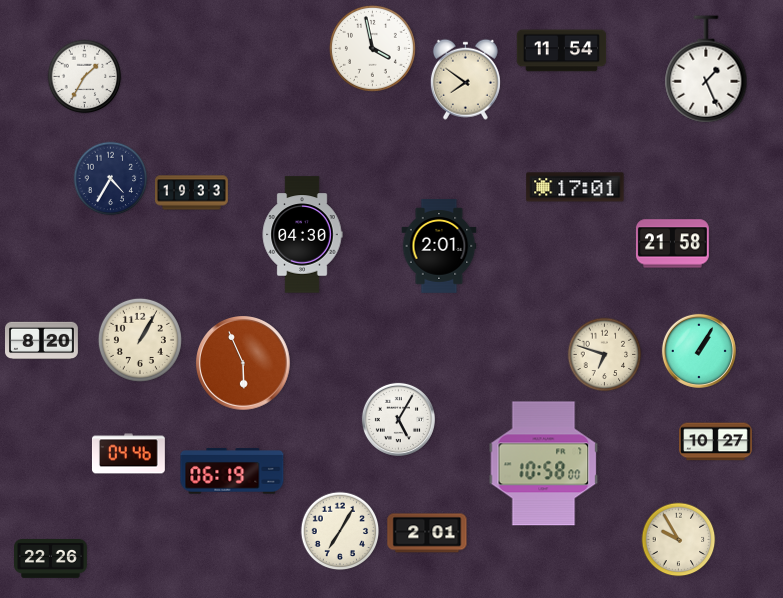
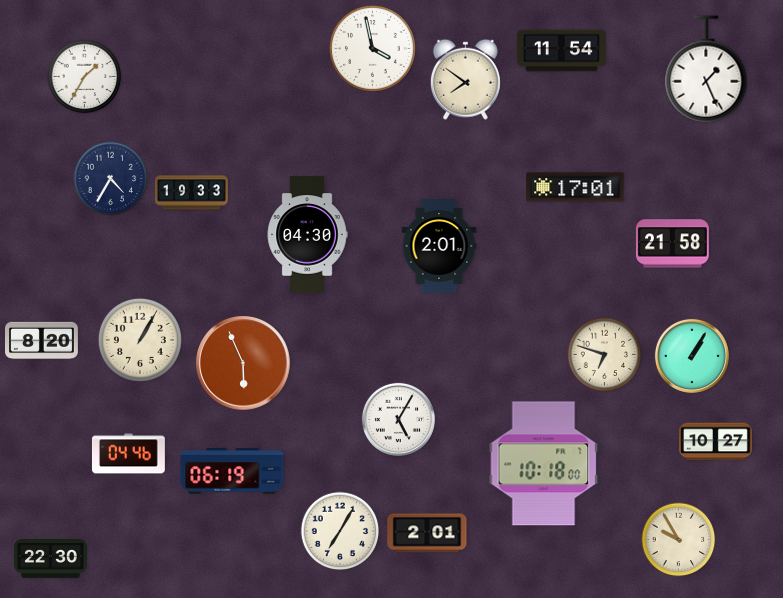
clock at (302, 235) position: (302, 235) -> (307, 235)
clock at (699, 351) position: (699, 351) -> (692, 356)
clock at (544, 464): 10:58 -> 10:18
clock at (51, 559): 22:26 -> 22:30
